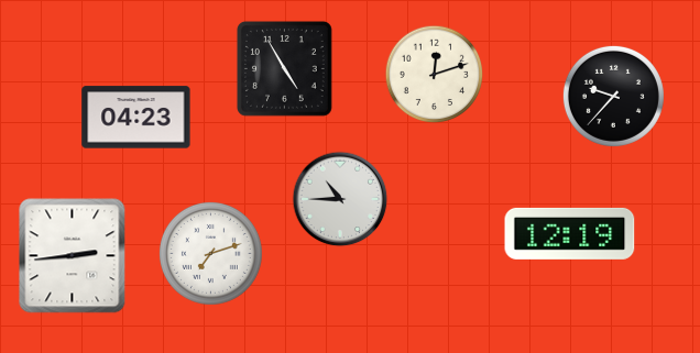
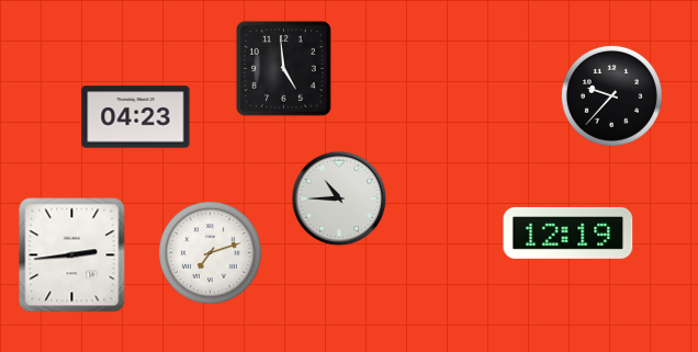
clock at (284, 68): 4:55 -> 4:59
clock at (435, 75): 12:12 -> none
